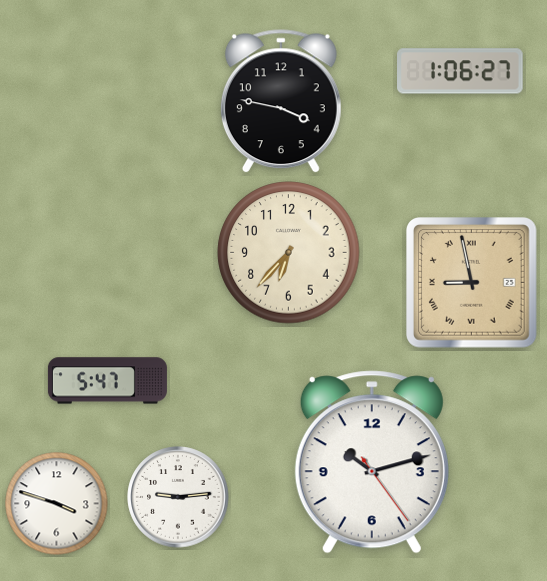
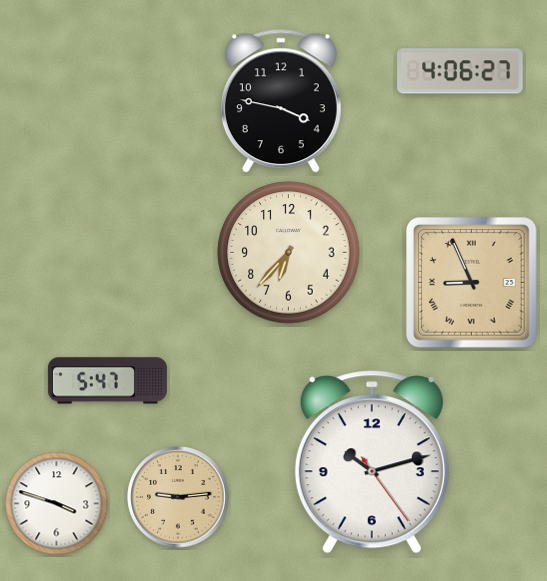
clock at (460, 71): 1:06 -> 4:06
clock at (472, 283): 8:58 -> 8:56
clock at (178, 497) dial: white -> champagne
